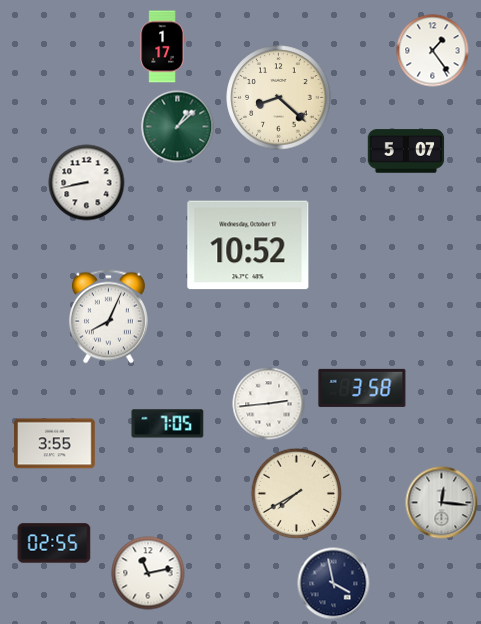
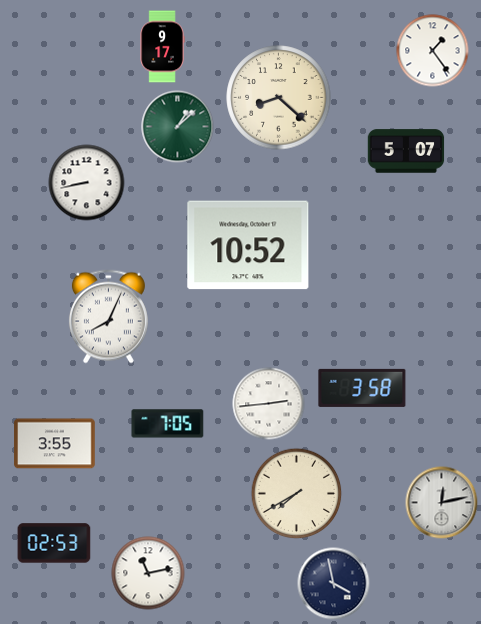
clock at (162, 47): 1:17 -> 9:17
clock at (442, 503): 12:16 -> 12:13
clock at (54, 543): 02:55 -> 02:53
